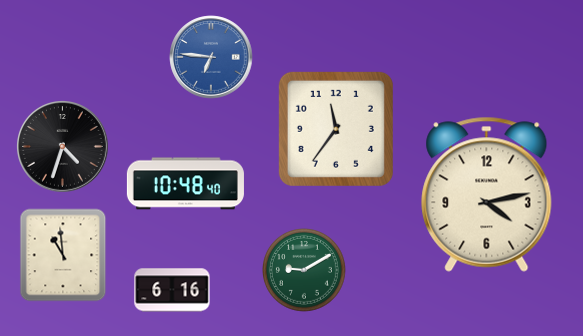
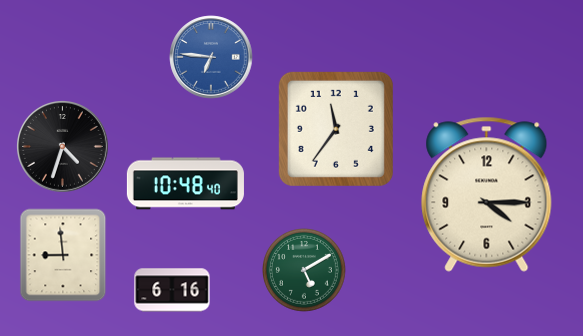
clock at (487, 194): 4:13 -> 4:15
clock at (63, 255): 10:59 -> 8:59
clock at (305, 271): 9:10 -> 5:10
